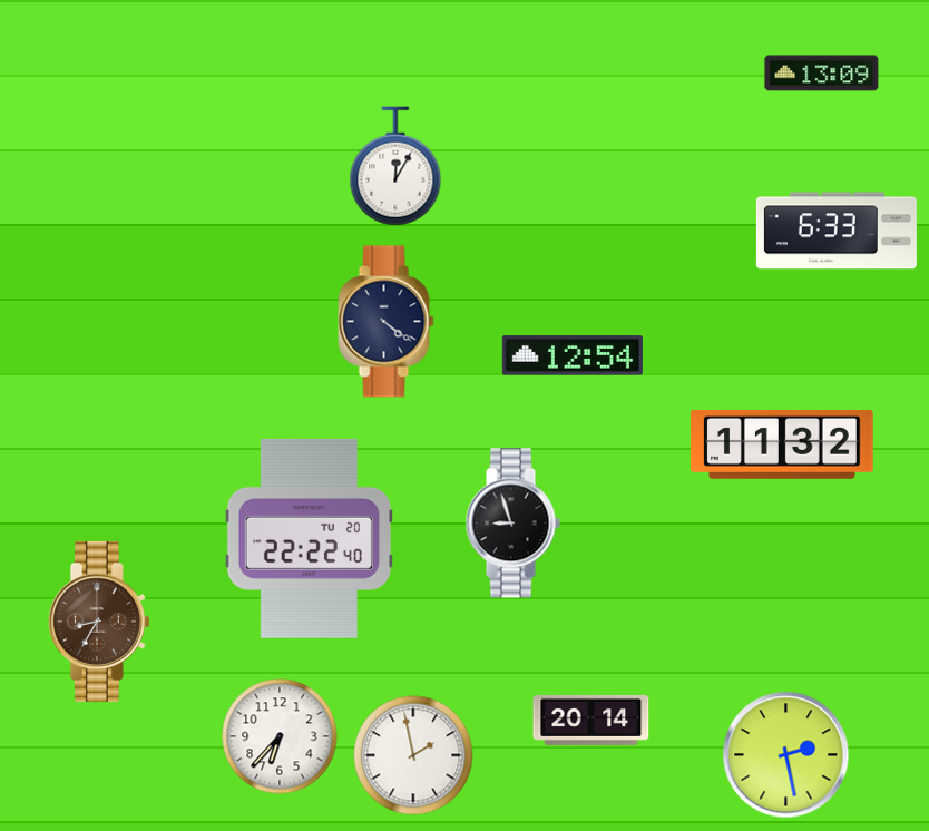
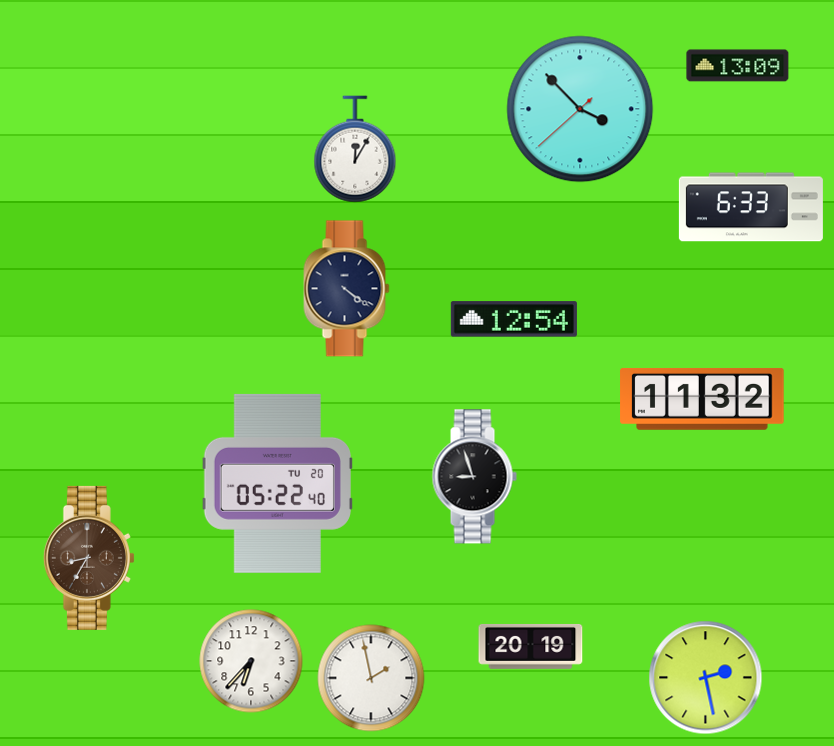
clock at (580, 109): none -> 3:52
clock at (512, 524) position: (512, 524) -> (474, 477)
clock at (309, 538): 22:22 -> 05:22
clock at (591, 720): 20:14 -> 20:19
